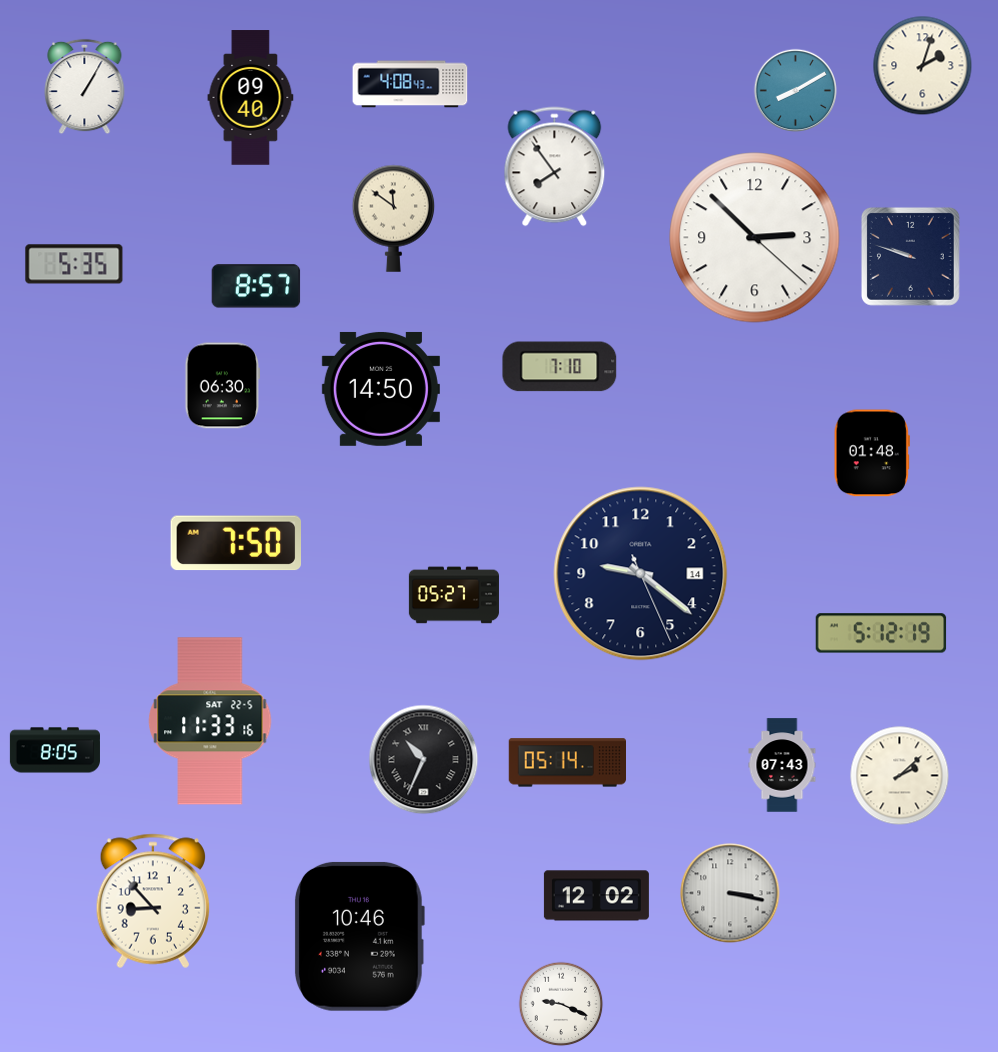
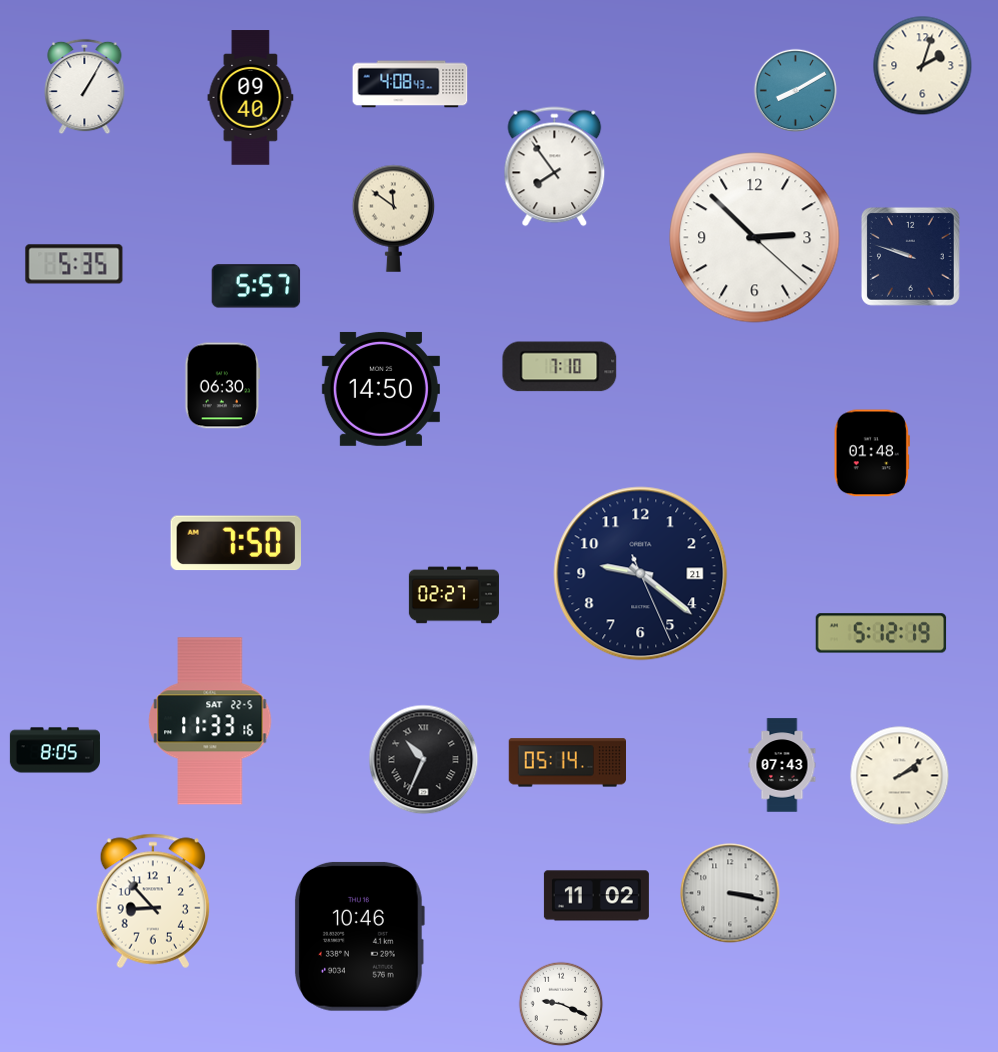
clock at (256, 286): 8:57 -> 5:57
clock at (641, 574) date: 14 -> 21
clock at (454, 595): 05:27 -> 02:27
clock at (900, 776): 2:08 -> 2:09
clock at (596, 896): 12:02 -> 11:02
